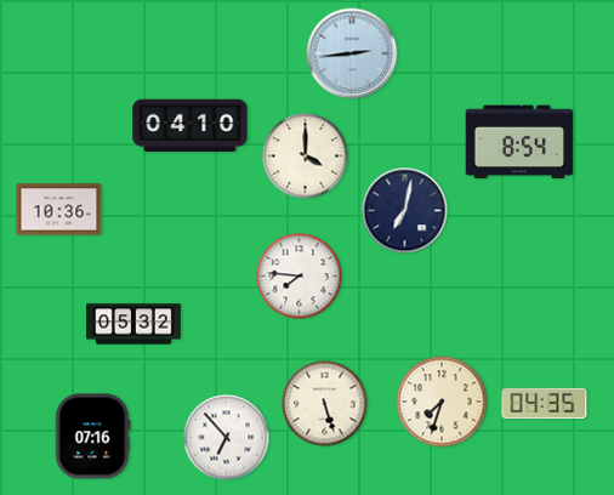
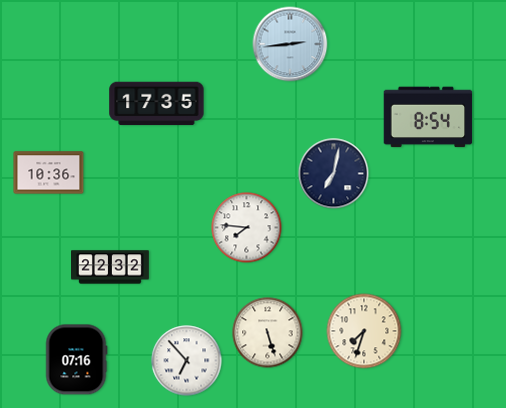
clock at (191, 126): 04:10 -> 17:35
clock at (306, 157): 4:00 -> none
clock at (135, 324): 05:32 -> 22:32
clock at (545, 403): 04:35 -> none
